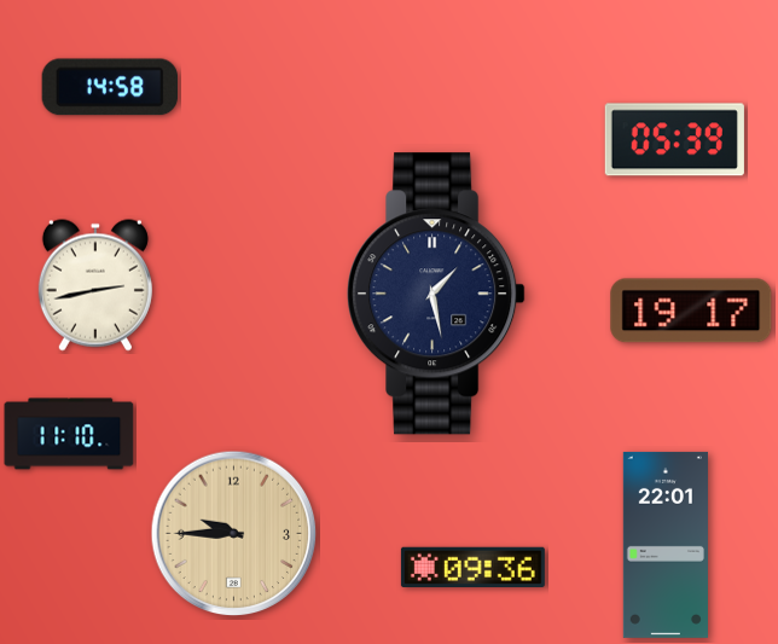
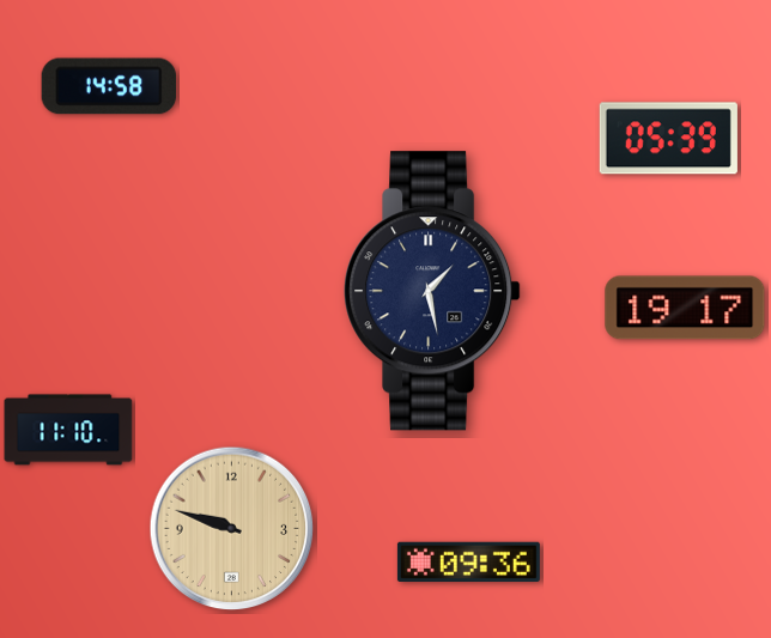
clock at (95, 285): 2:43 -> none
clock at (234, 534): 9:45 -> 9:48
clock at (666, 545): 22:01 -> none
